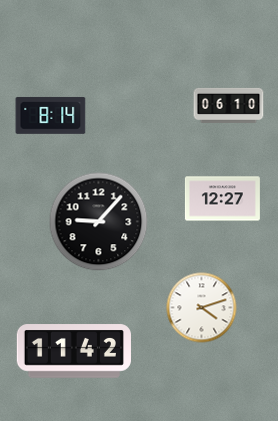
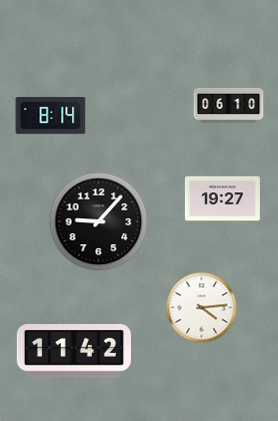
clock at (222, 199): 12:27 -> 19:27
clock at (202, 308): 4:12 -> 4:14
